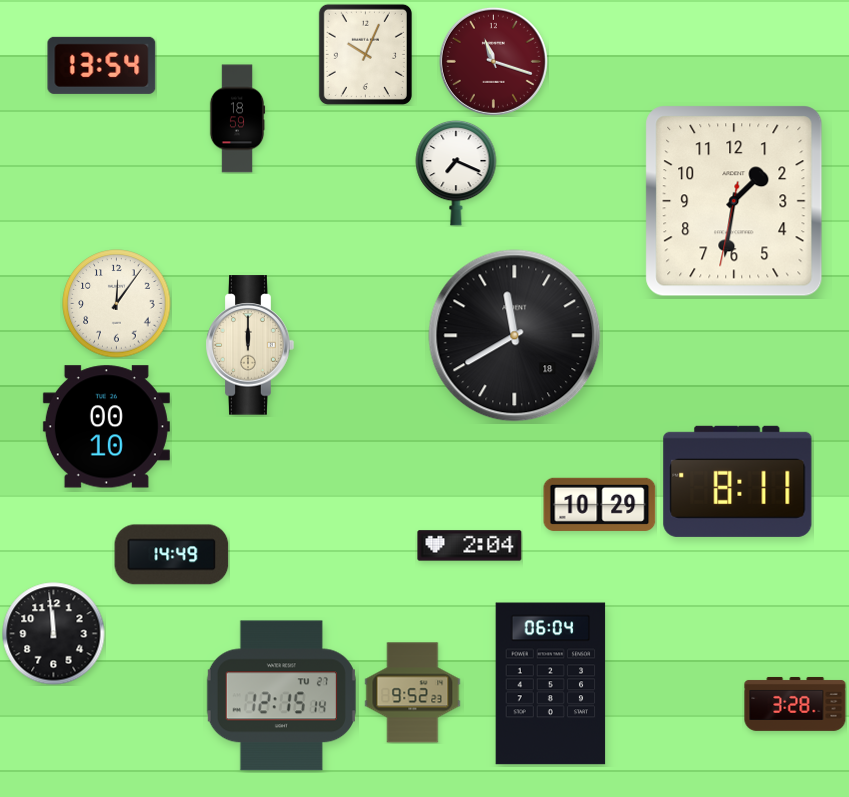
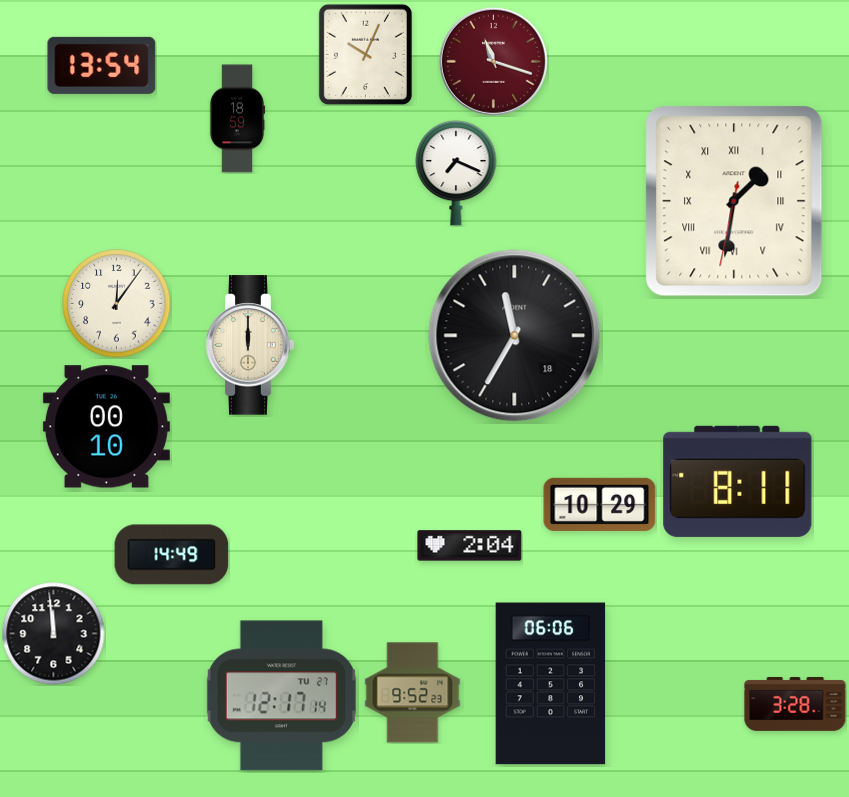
clock at (734, 201) numerals: Arabic -> Roman
clock at (515, 336): 11:40 -> 11:35
clock at (551, 684): 06:04 -> 06:06
clock at (281, 696): 12:15 -> 12:17
